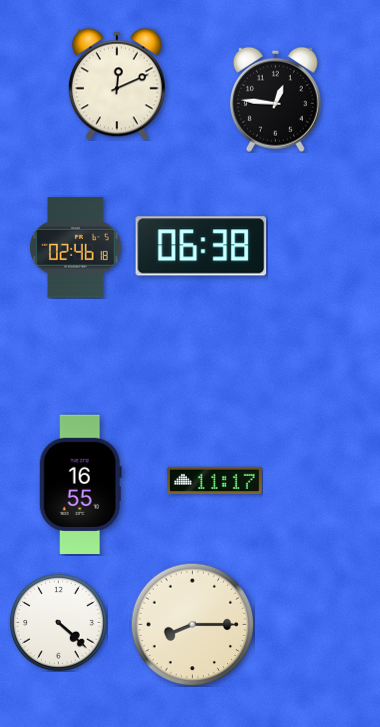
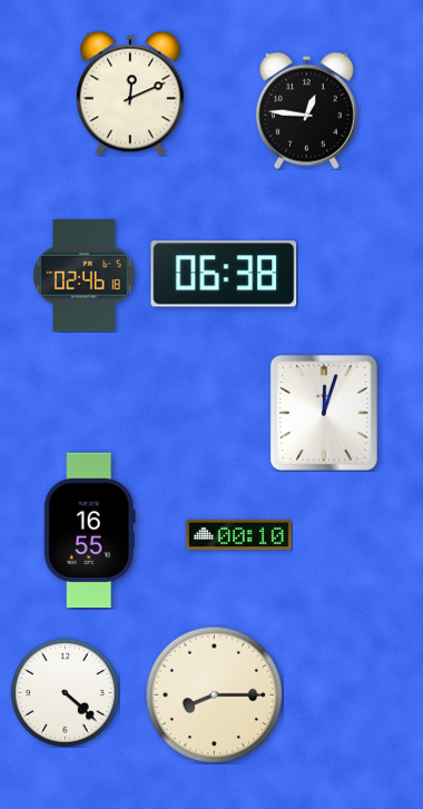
clock at (324, 413): none -> 12:03
clock at (215, 480): 11:17 -> 00:10
clock at (80, 484) position: (80, 484) -> (89, 530)
